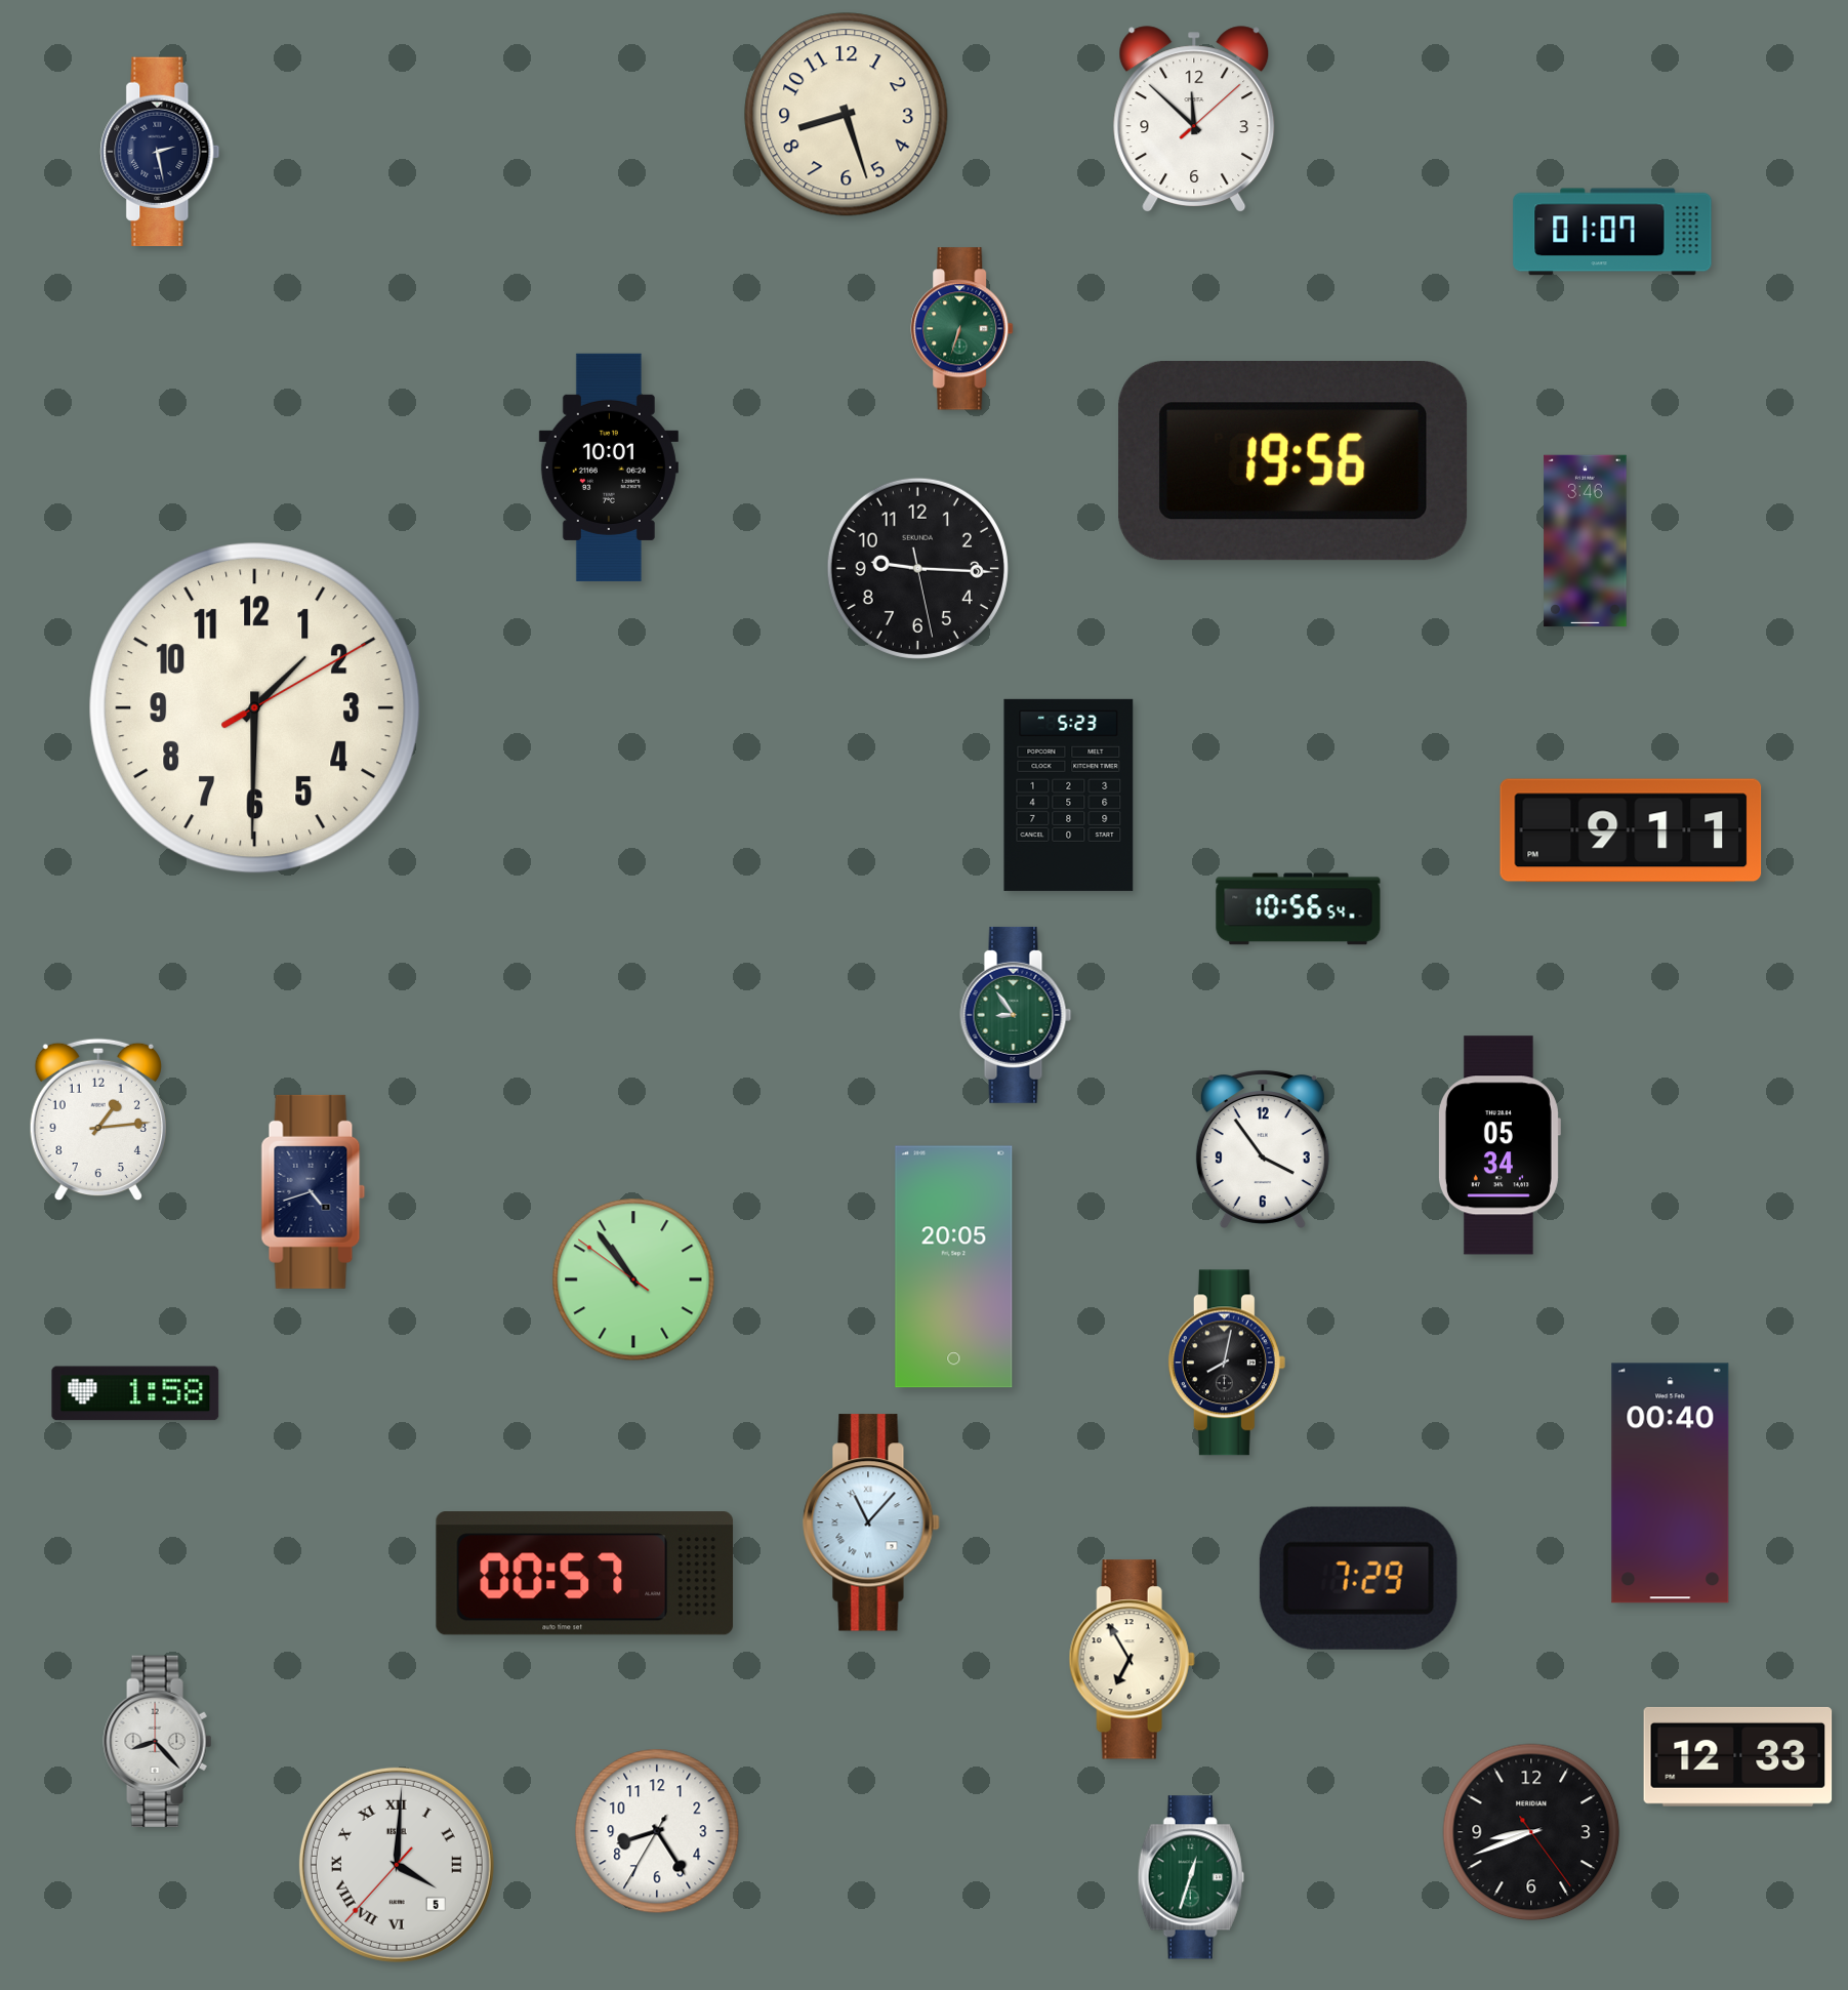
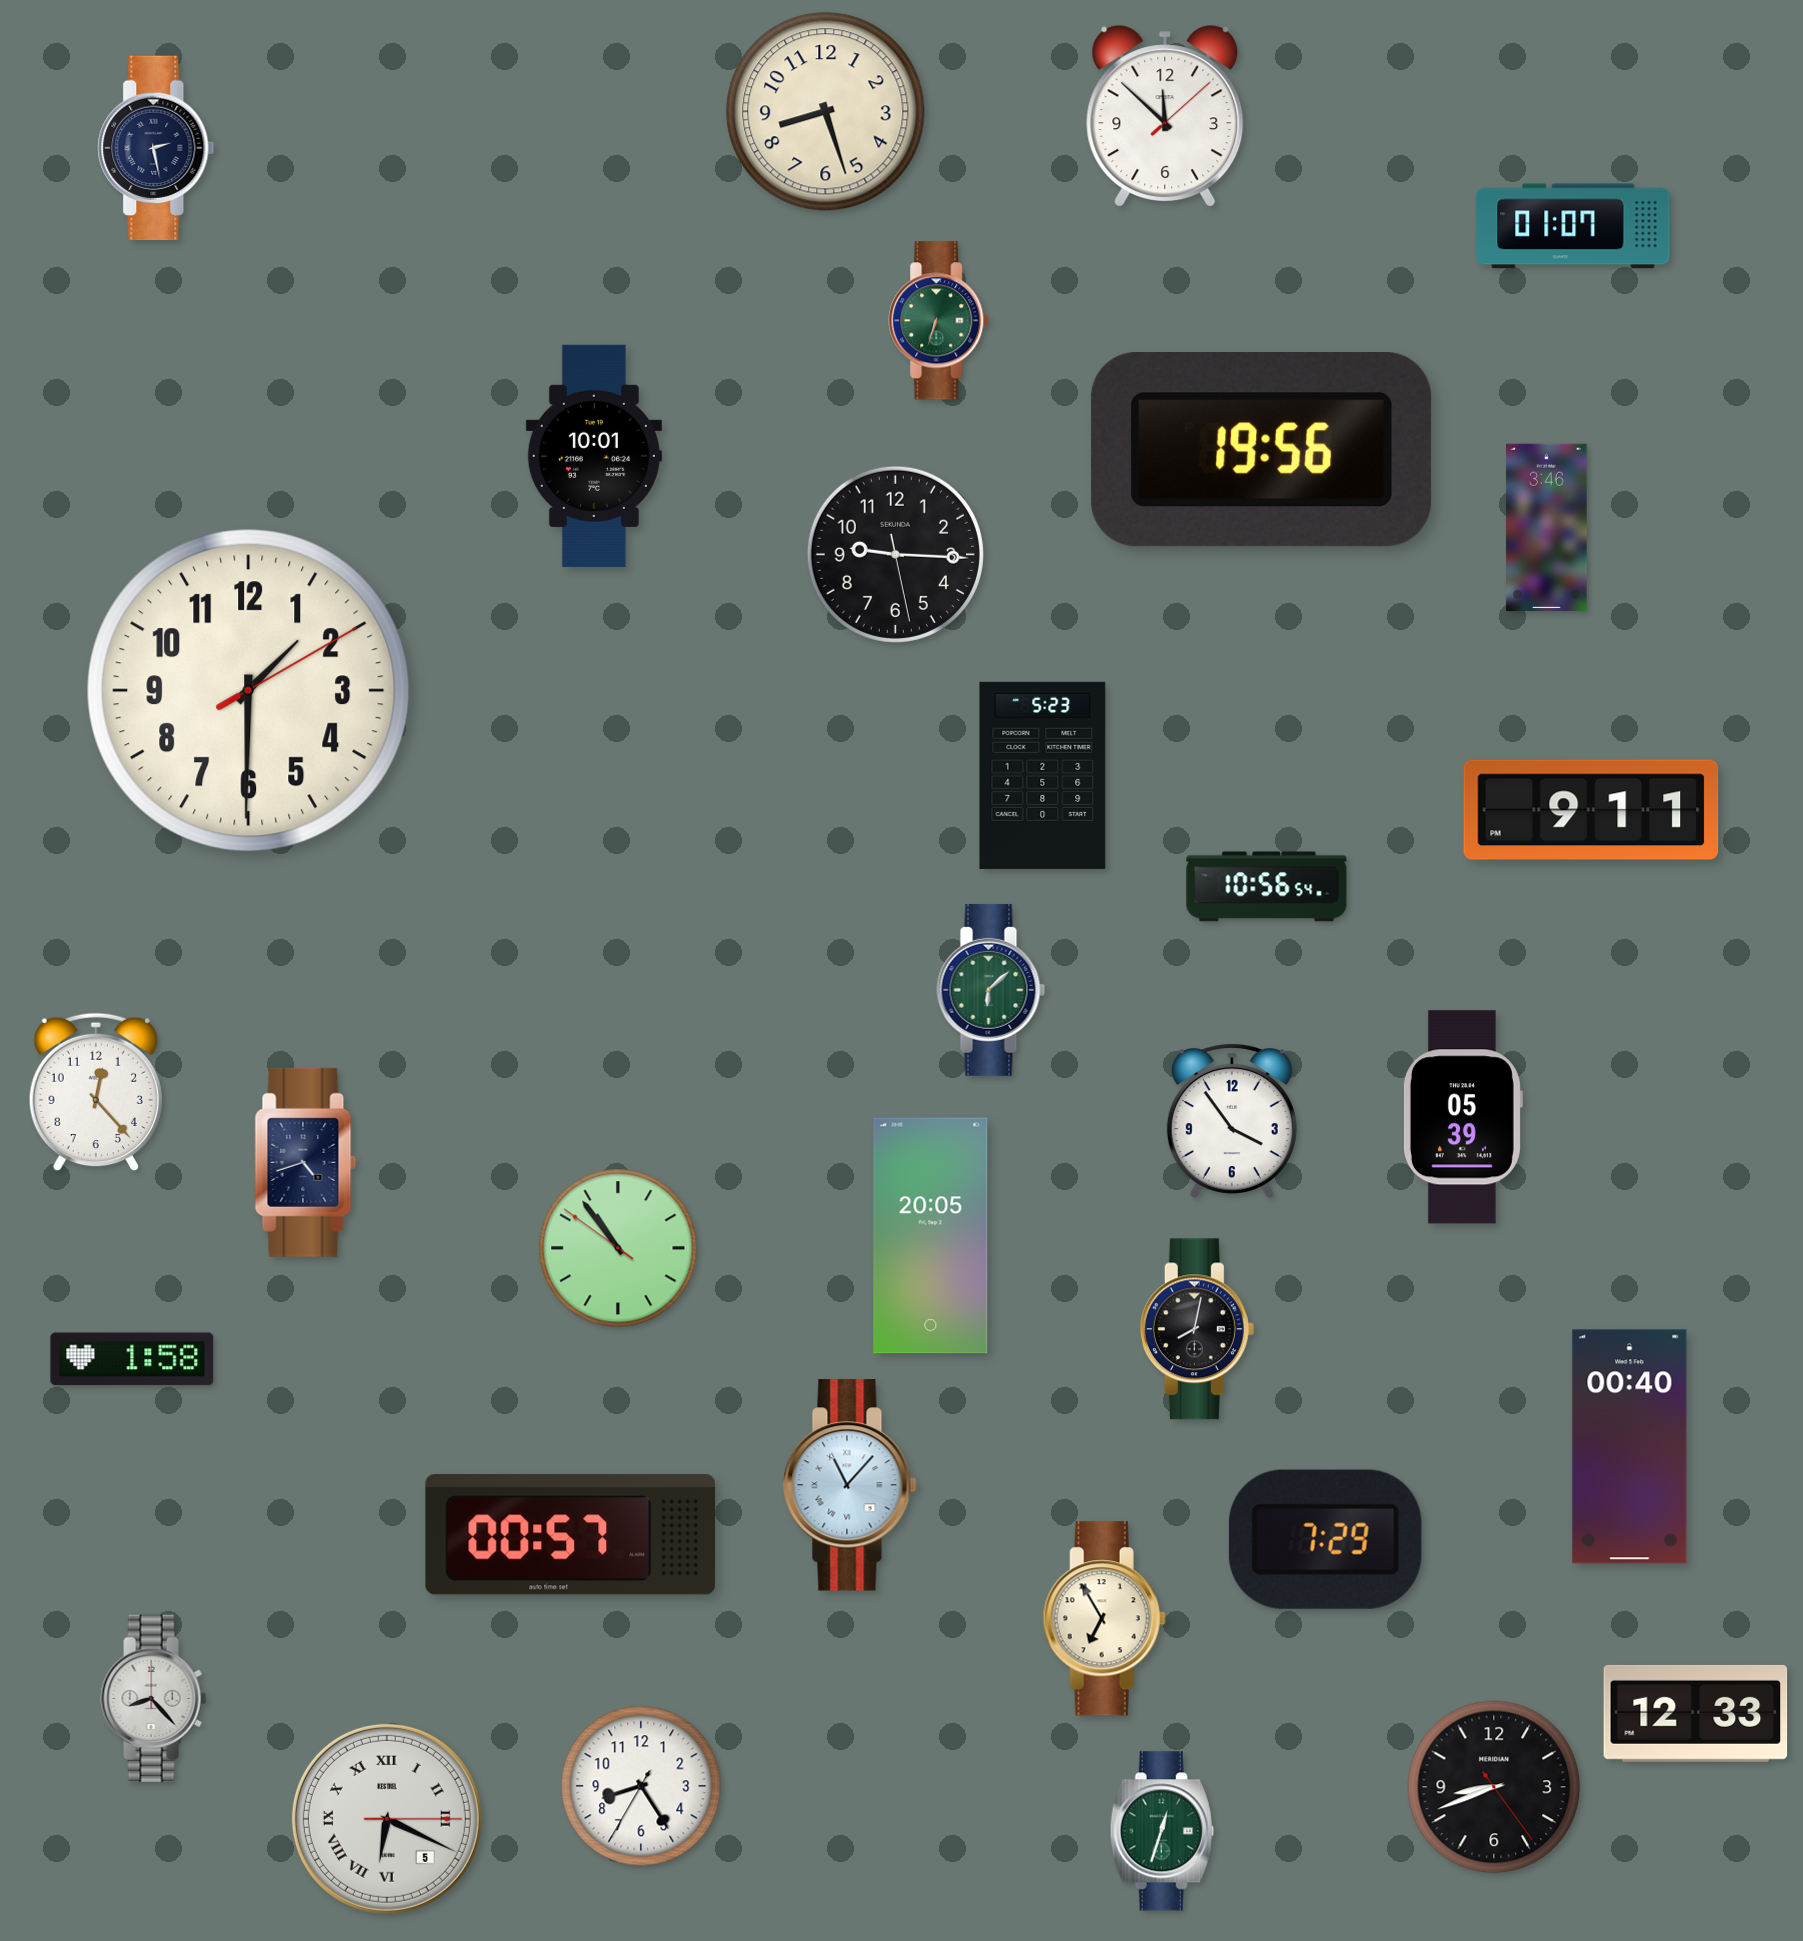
clock at (1016, 1015): 8:54 -> 6:08
clock at (98, 1120): 1:14 -> 12:23
clock at (1498, 1145): 05:34 -> 05:39
clock at (397, 1865): 4:00 -> 6:19
